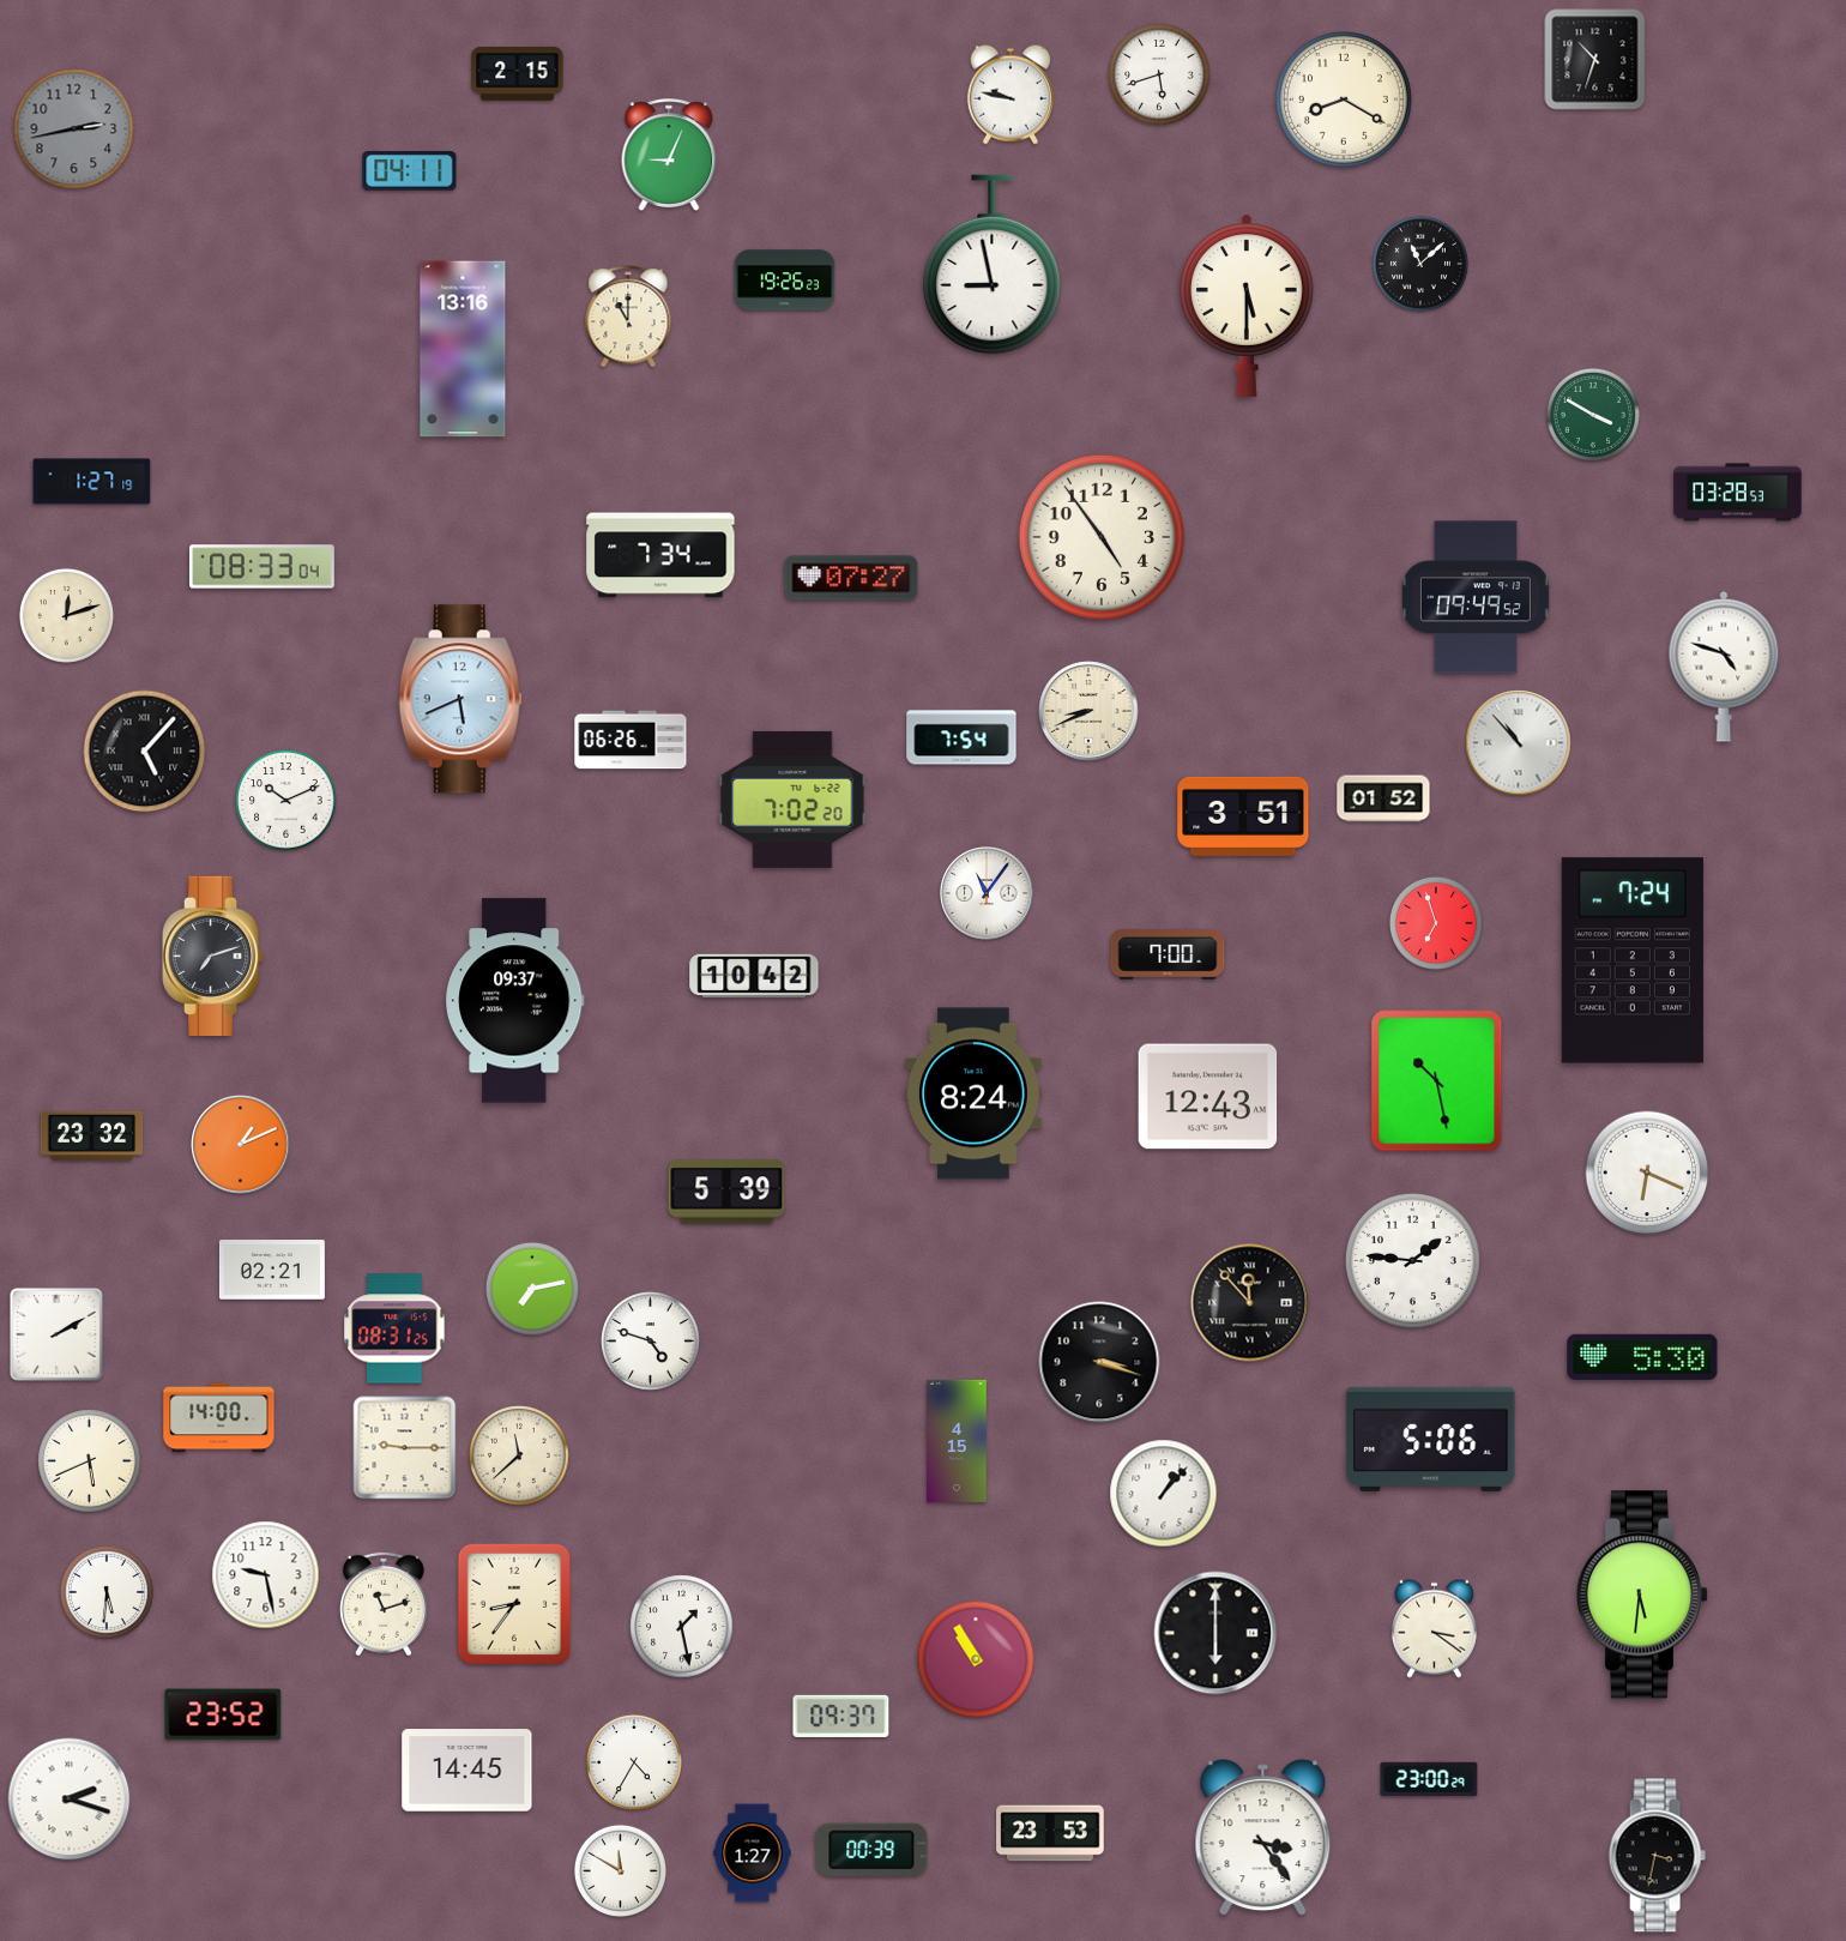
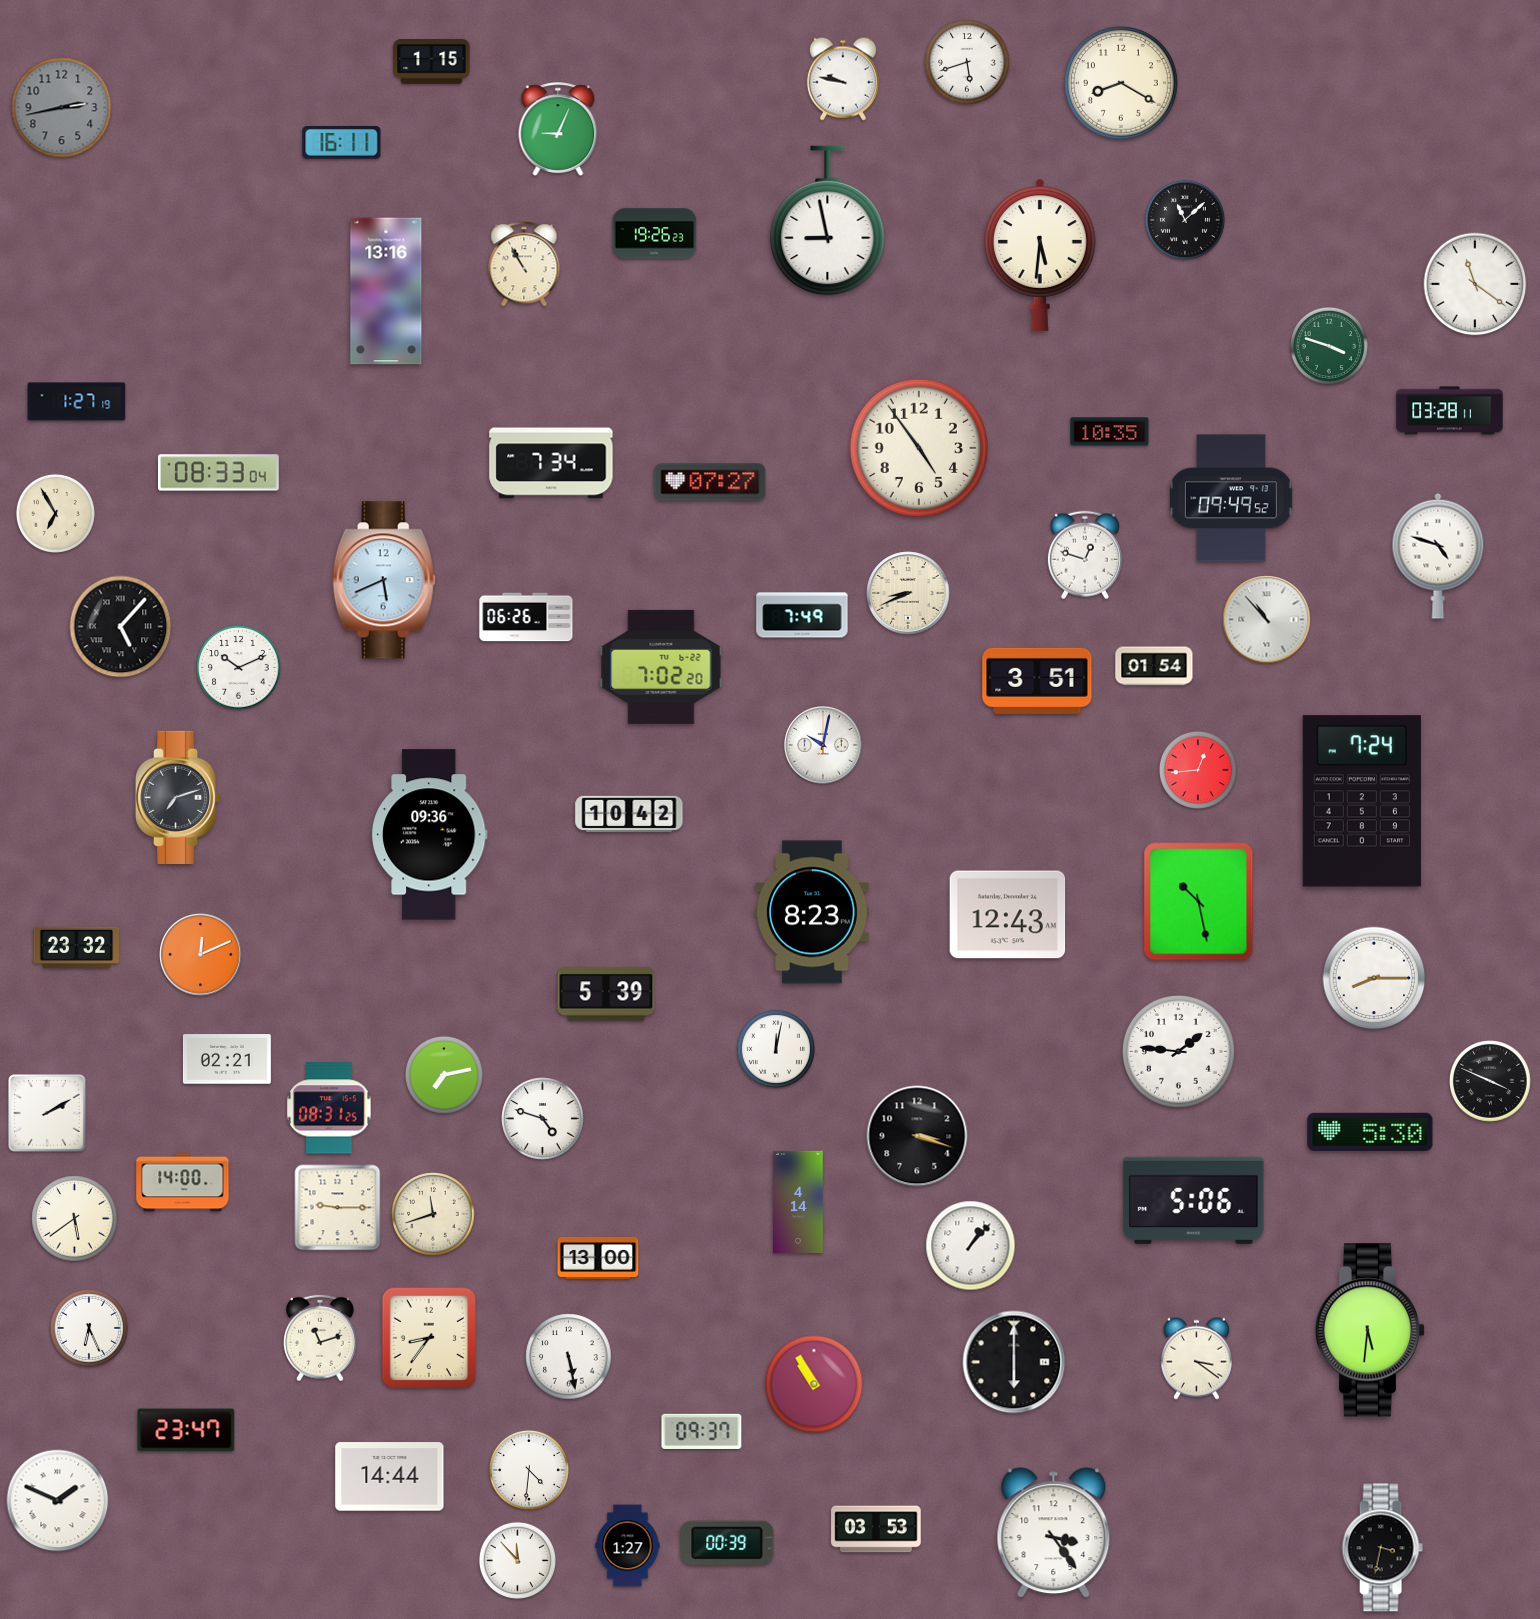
clock at (1595, 60): 10:33 -> none
clock at (518, 74): 2:15 -> 1:15
clock at (410, 171): 04:11 -> 16:11
clock at (1247, 306): 5:30 -> 5:31
clock at (628, 317): 11:00 -> 10:55
clock at (1475, 284): none -> 11:21
clock at (1593, 415): 3:50 -> 3:48
clock at (1738, 493): 03:28:53 -> 03:28:11
clock at (1110, 432): none -> 10:35
clock at (66, 615): 12:12 -> 6:55
clock at (1085, 555): none -> 12:48
clock at (460, 699) position: (460, 699) -> (384, 580)
clock at (961, 737): 7:54 -> 7:49
clock at (1383, 798): 01:52 -> 01:54
clock at (988, 894): 11:06 -> 10:02
clock at (1436, 923): 6:57 -> 12:44
clock at (1168, 956): 7:00 -> none
clock at (514, 1001): 09:37 -> 09:36
clock at (973, 1093): 8:24 -> 8:23
clock at (241, 1145): 1:11 -> 12:11
clock at (1647, 1173): 6:19 -> 8:15
clock at (776, 1049): none -> 12:02
clock at (1491, 1082): none -> 3:49
clock at (1250, 1303): 11:53 -> none
clock at (957, 1441): 4:15 -> 4:14
clock at (519, 1455): 11:38 -> 11:42
clock at (90, 1461): 5:41 -> 5:39
clock at (598, 1258): none -> 13:00
clock at (266, 1575): 9:28 -> none
clock at (107, 1592): 5:31 -> 6:26
clock at (682, 1627): 1:28 -> 5:28
clock at (223, 1714): 23:52 -> 23:47
clock at (634, 1762): 4:35 -> 4:31
clock at (467, 1771): 14:45 -> 14:44
clock at (1429, 1779): 23:00 -> none
clock at (70, 1800): 2:18 -> 1:49
clock at (1050, 1833): 23:53 -> 03:53
clock at (620, 1870): 11:50 -> 11:53
